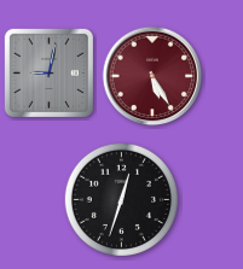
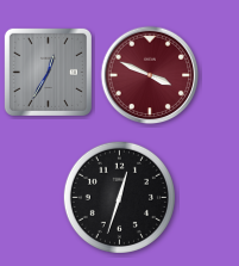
clock at (48, 72): 9:02 -> 12:35
clock at (152, 76): 5:25 -> 3:49
